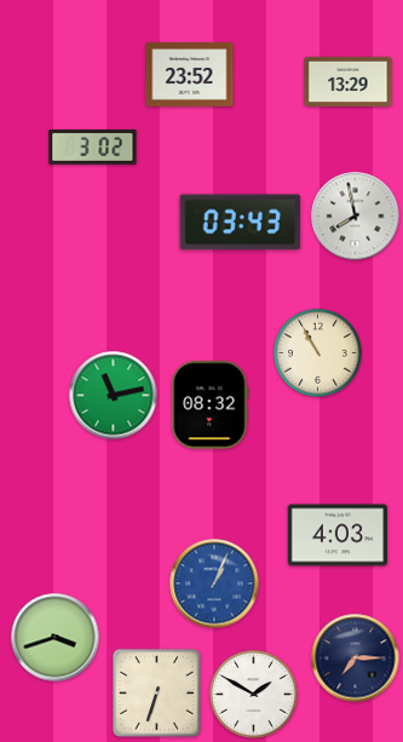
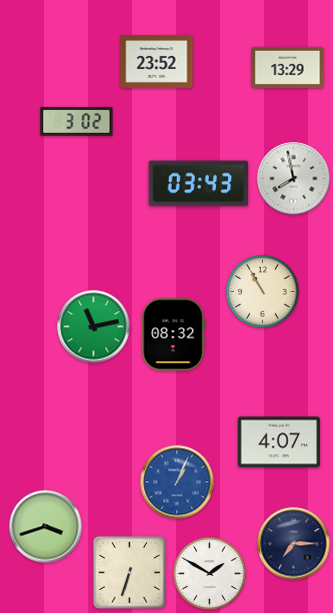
clock at (338, 535): 4:03 -> 4:07
